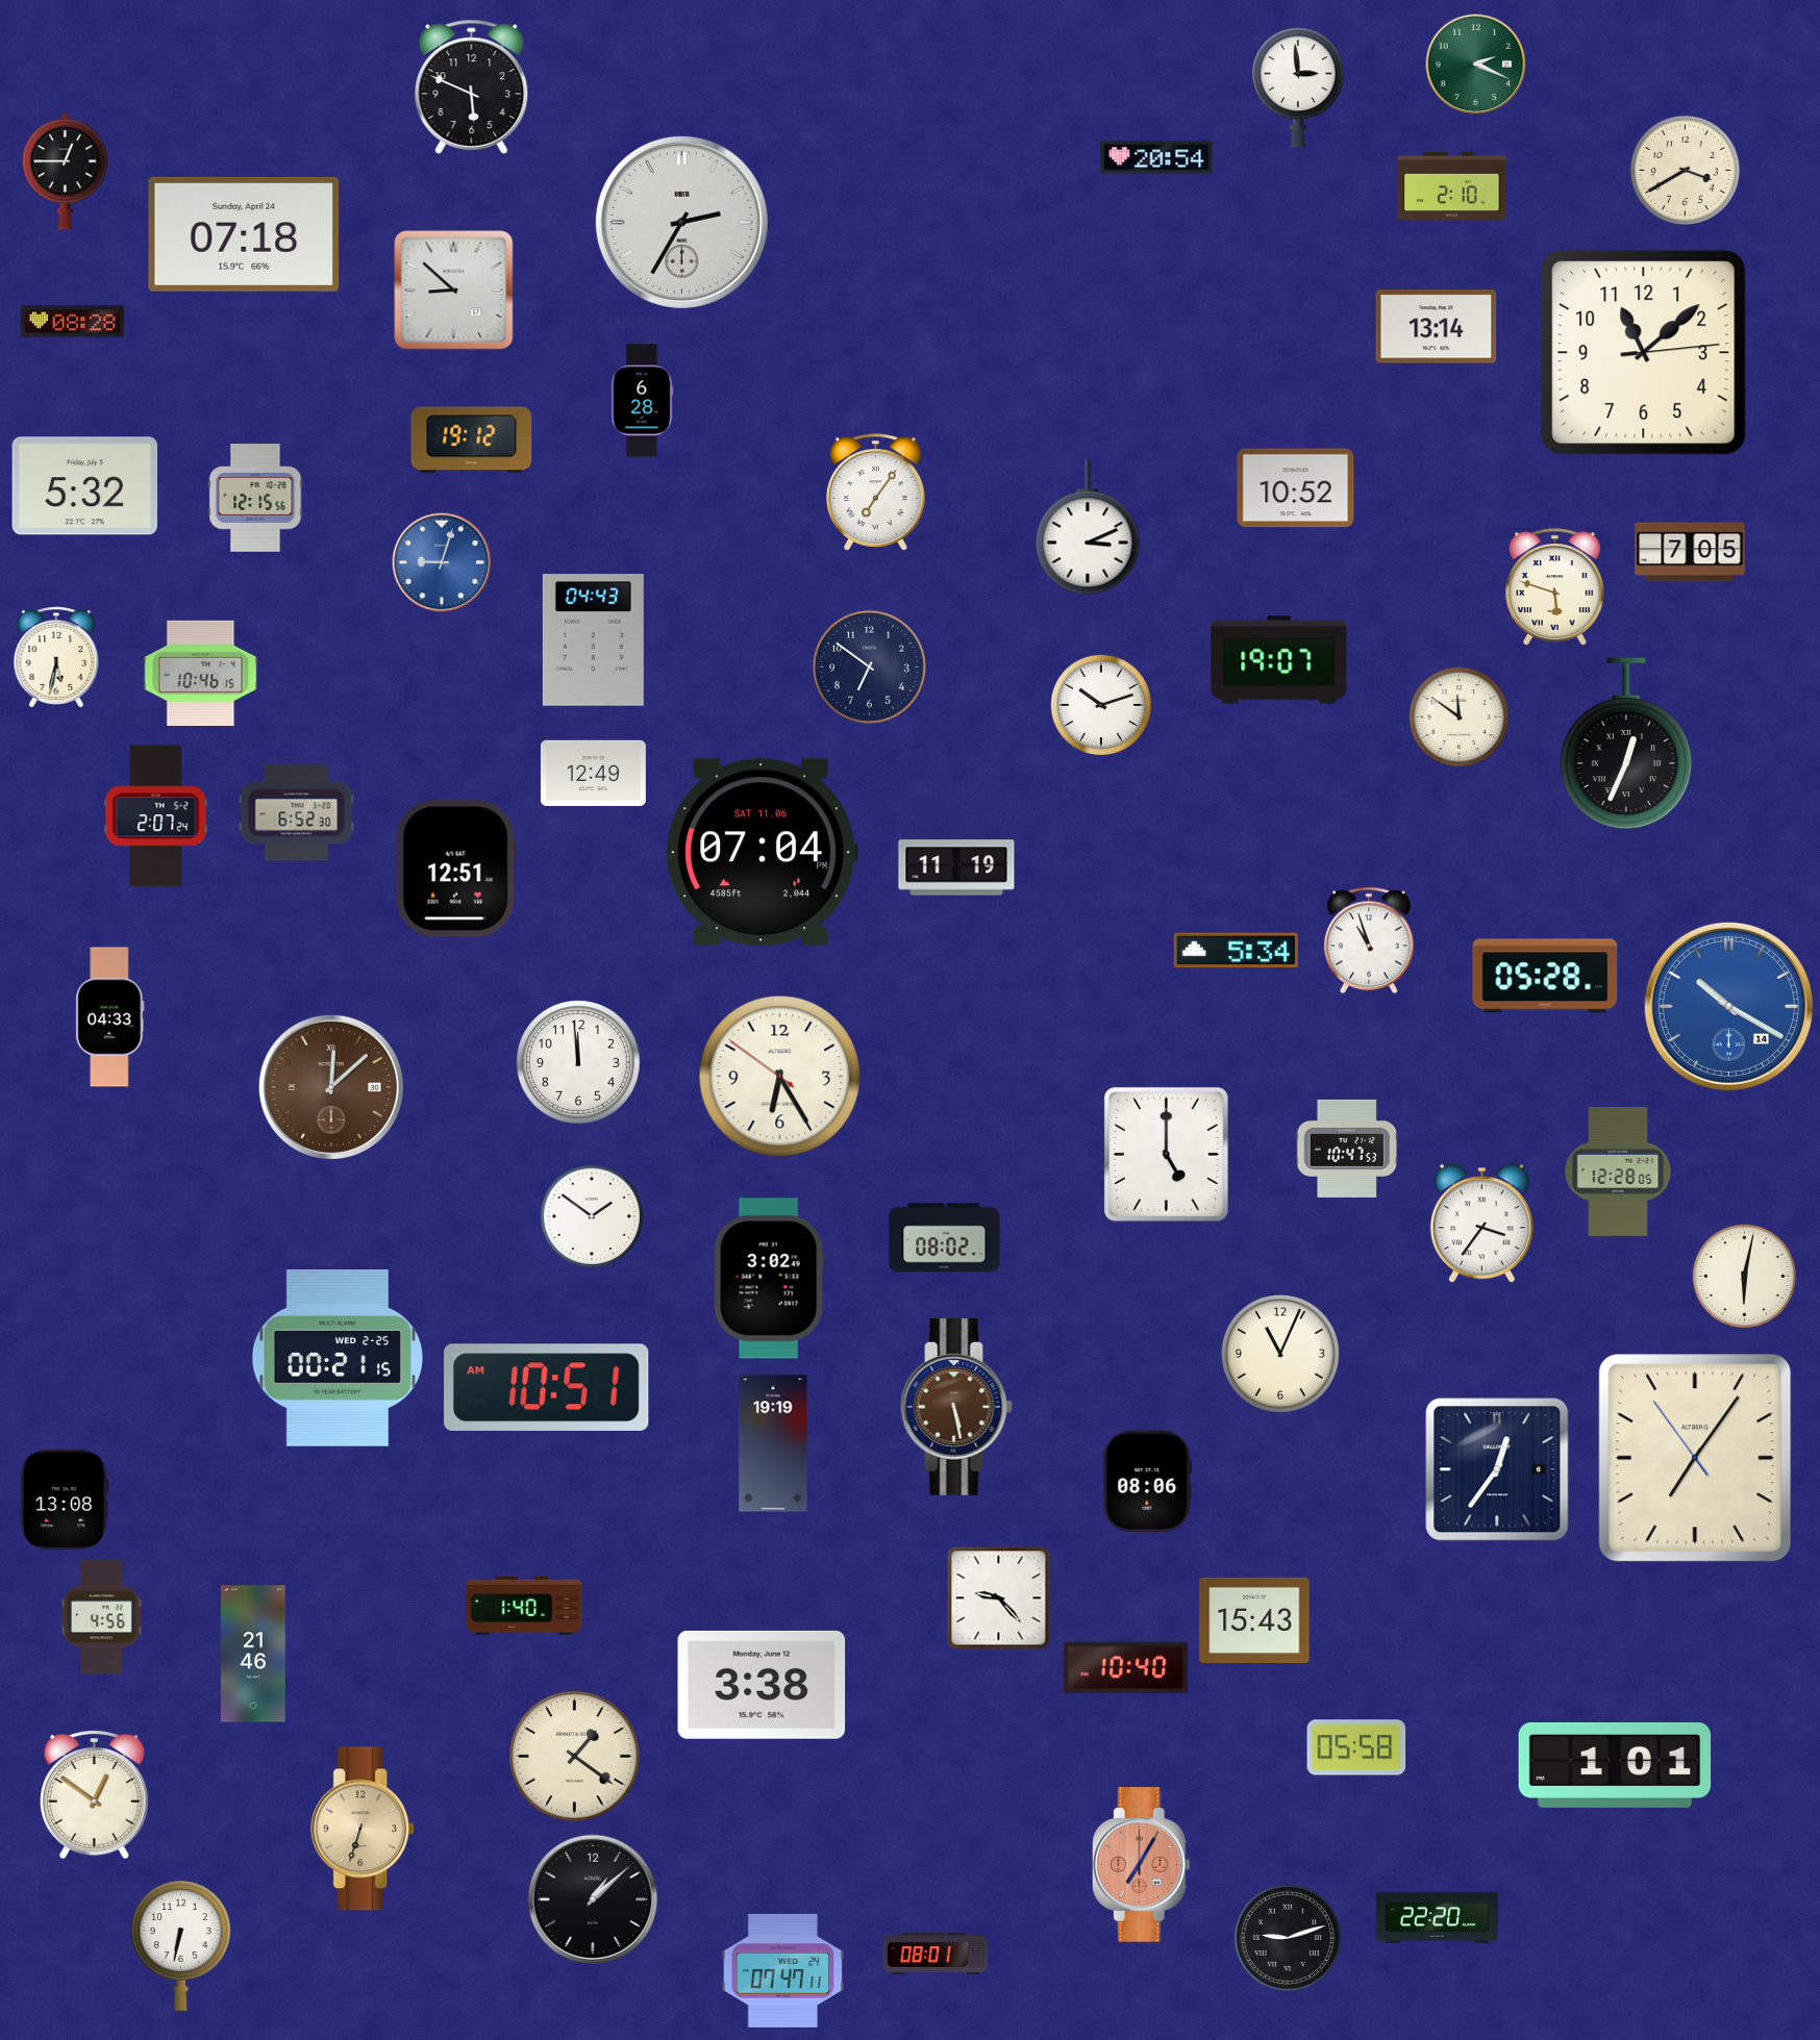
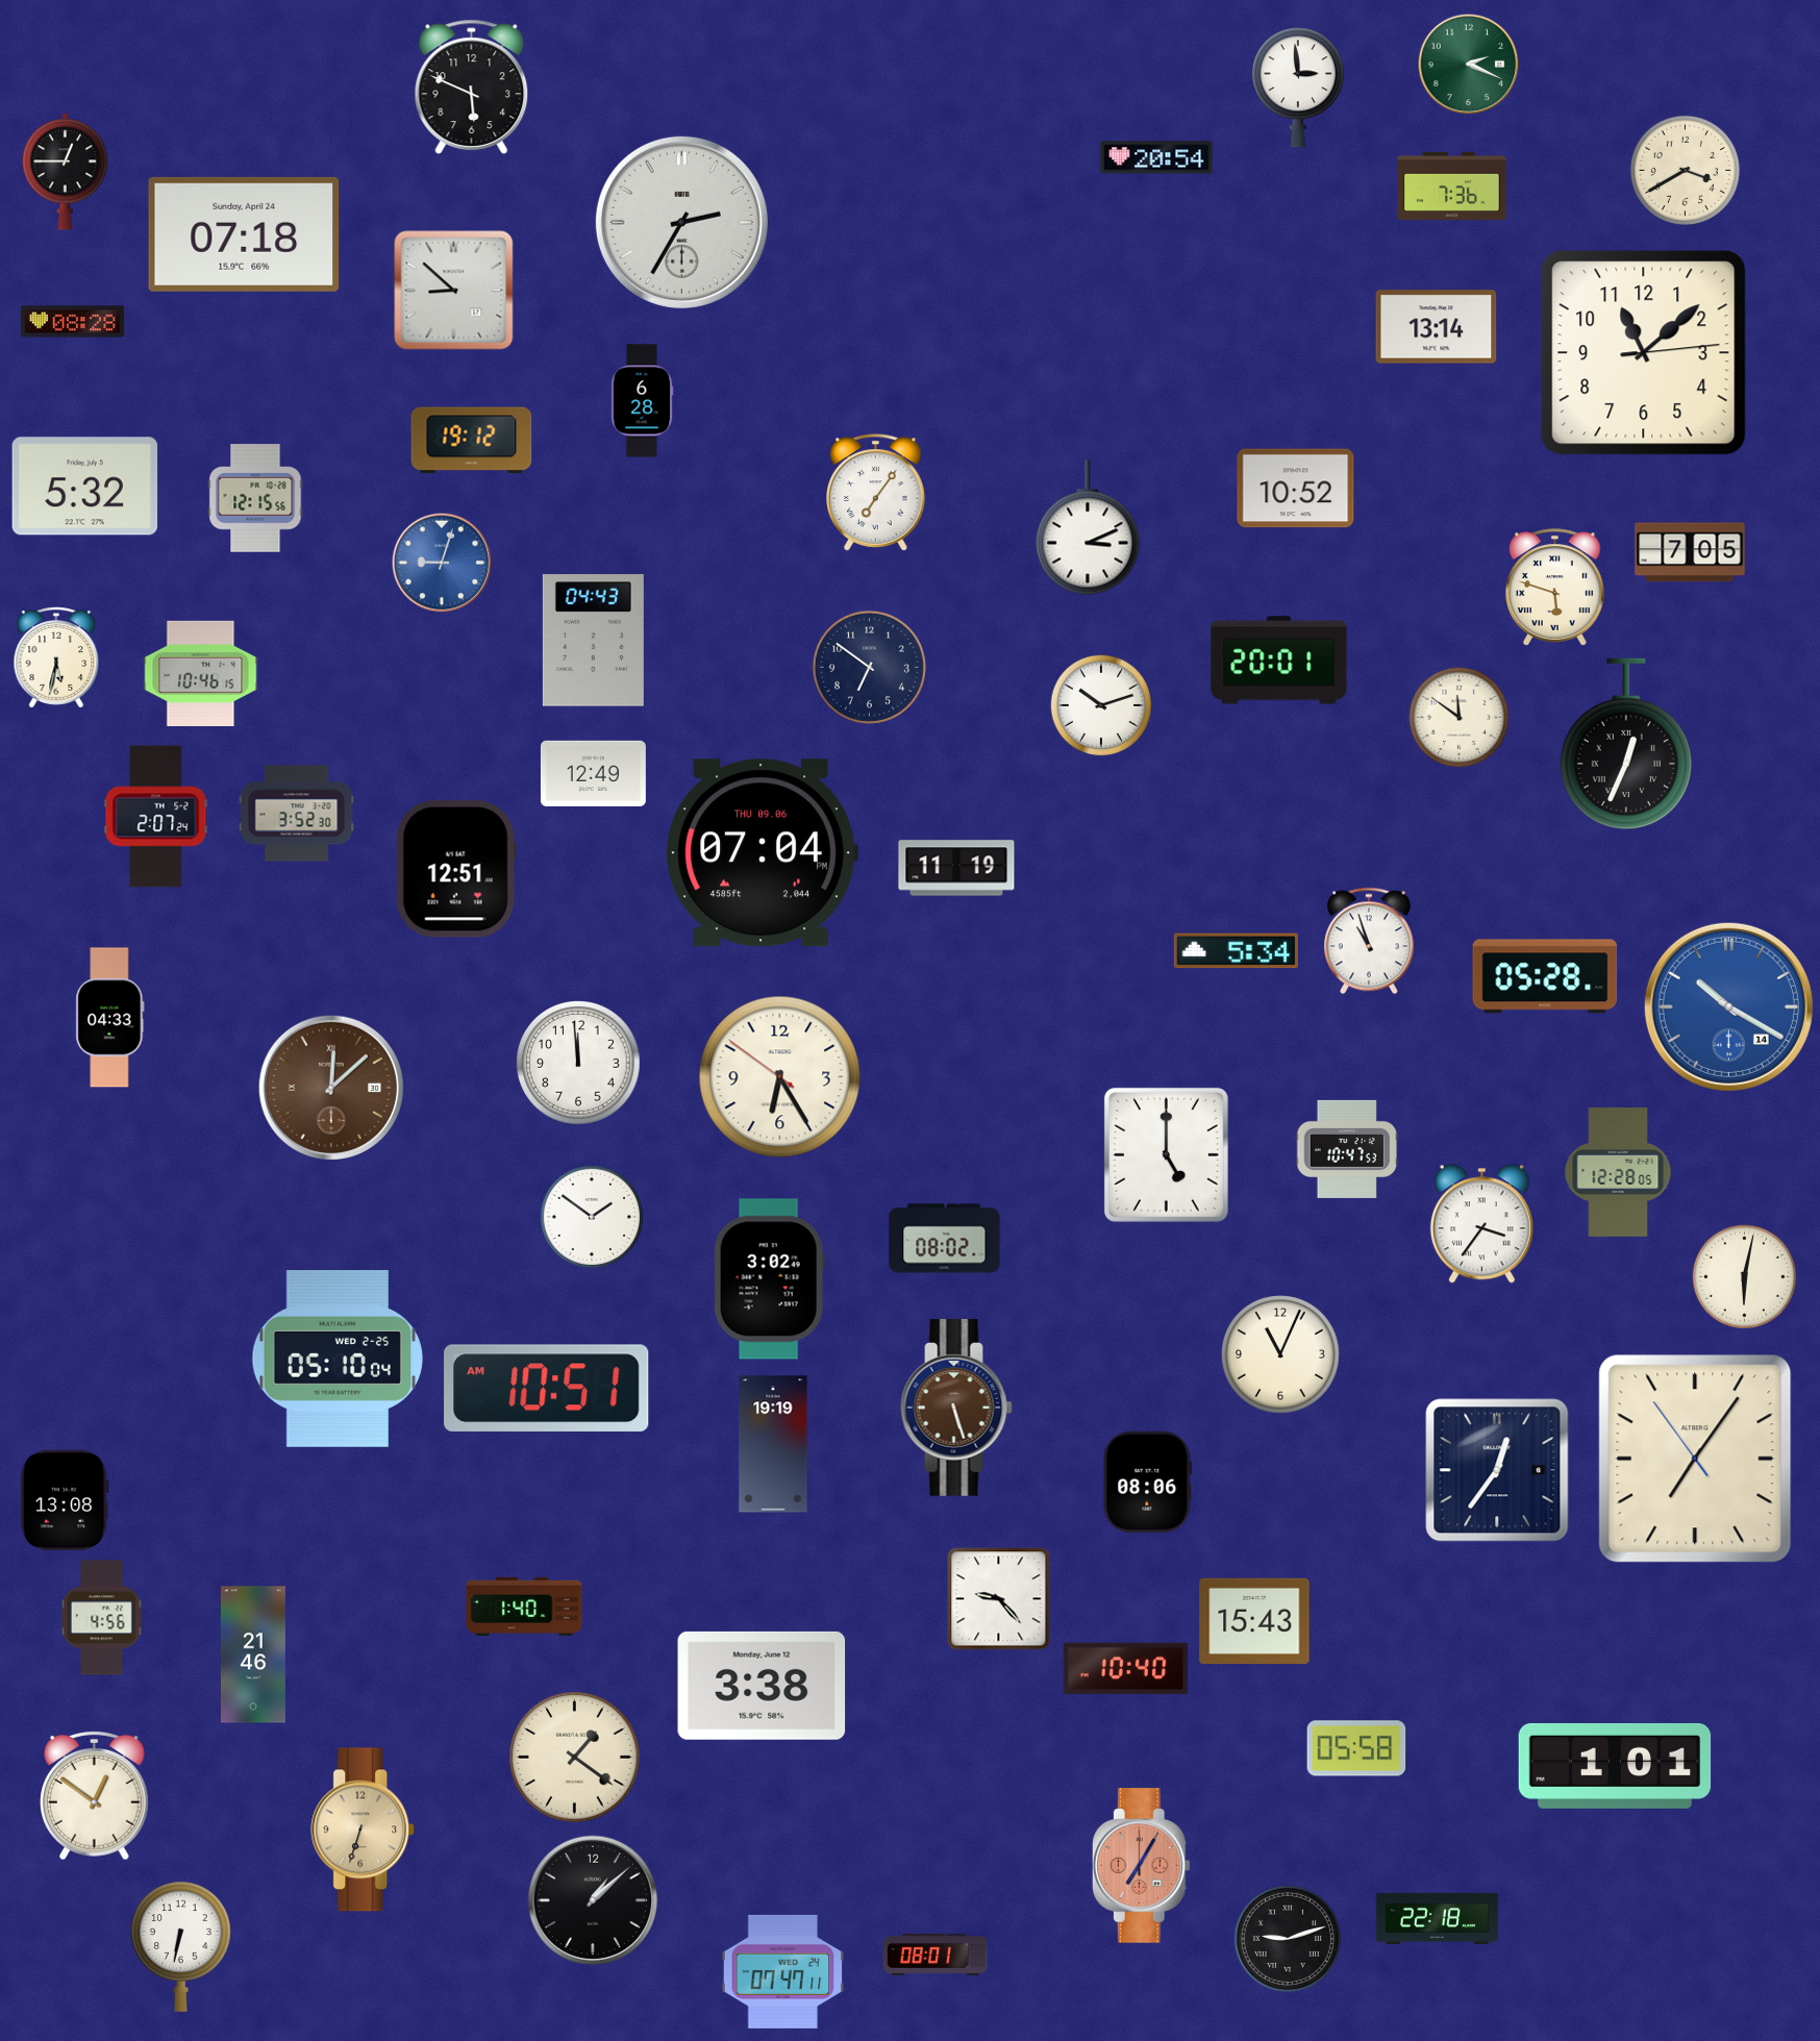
clock at (1476, 65) position: (1476, 65) -> (1469, 65)
clock at (1452, 185): 2:10 -> 7:36
clock at (1279, 660): 19:07 -> 20:01
clock at (297, 813): 6:52 -> 3:52
clock at (762, 853) date: SAT 11.06 -> THU 09.06
clock at (338, 1359): 00:21 -> 05:10
clock at (956, 1408): 5:28 -> 5:27
clock at (1438, 1917): 22:20 -> 22:18
